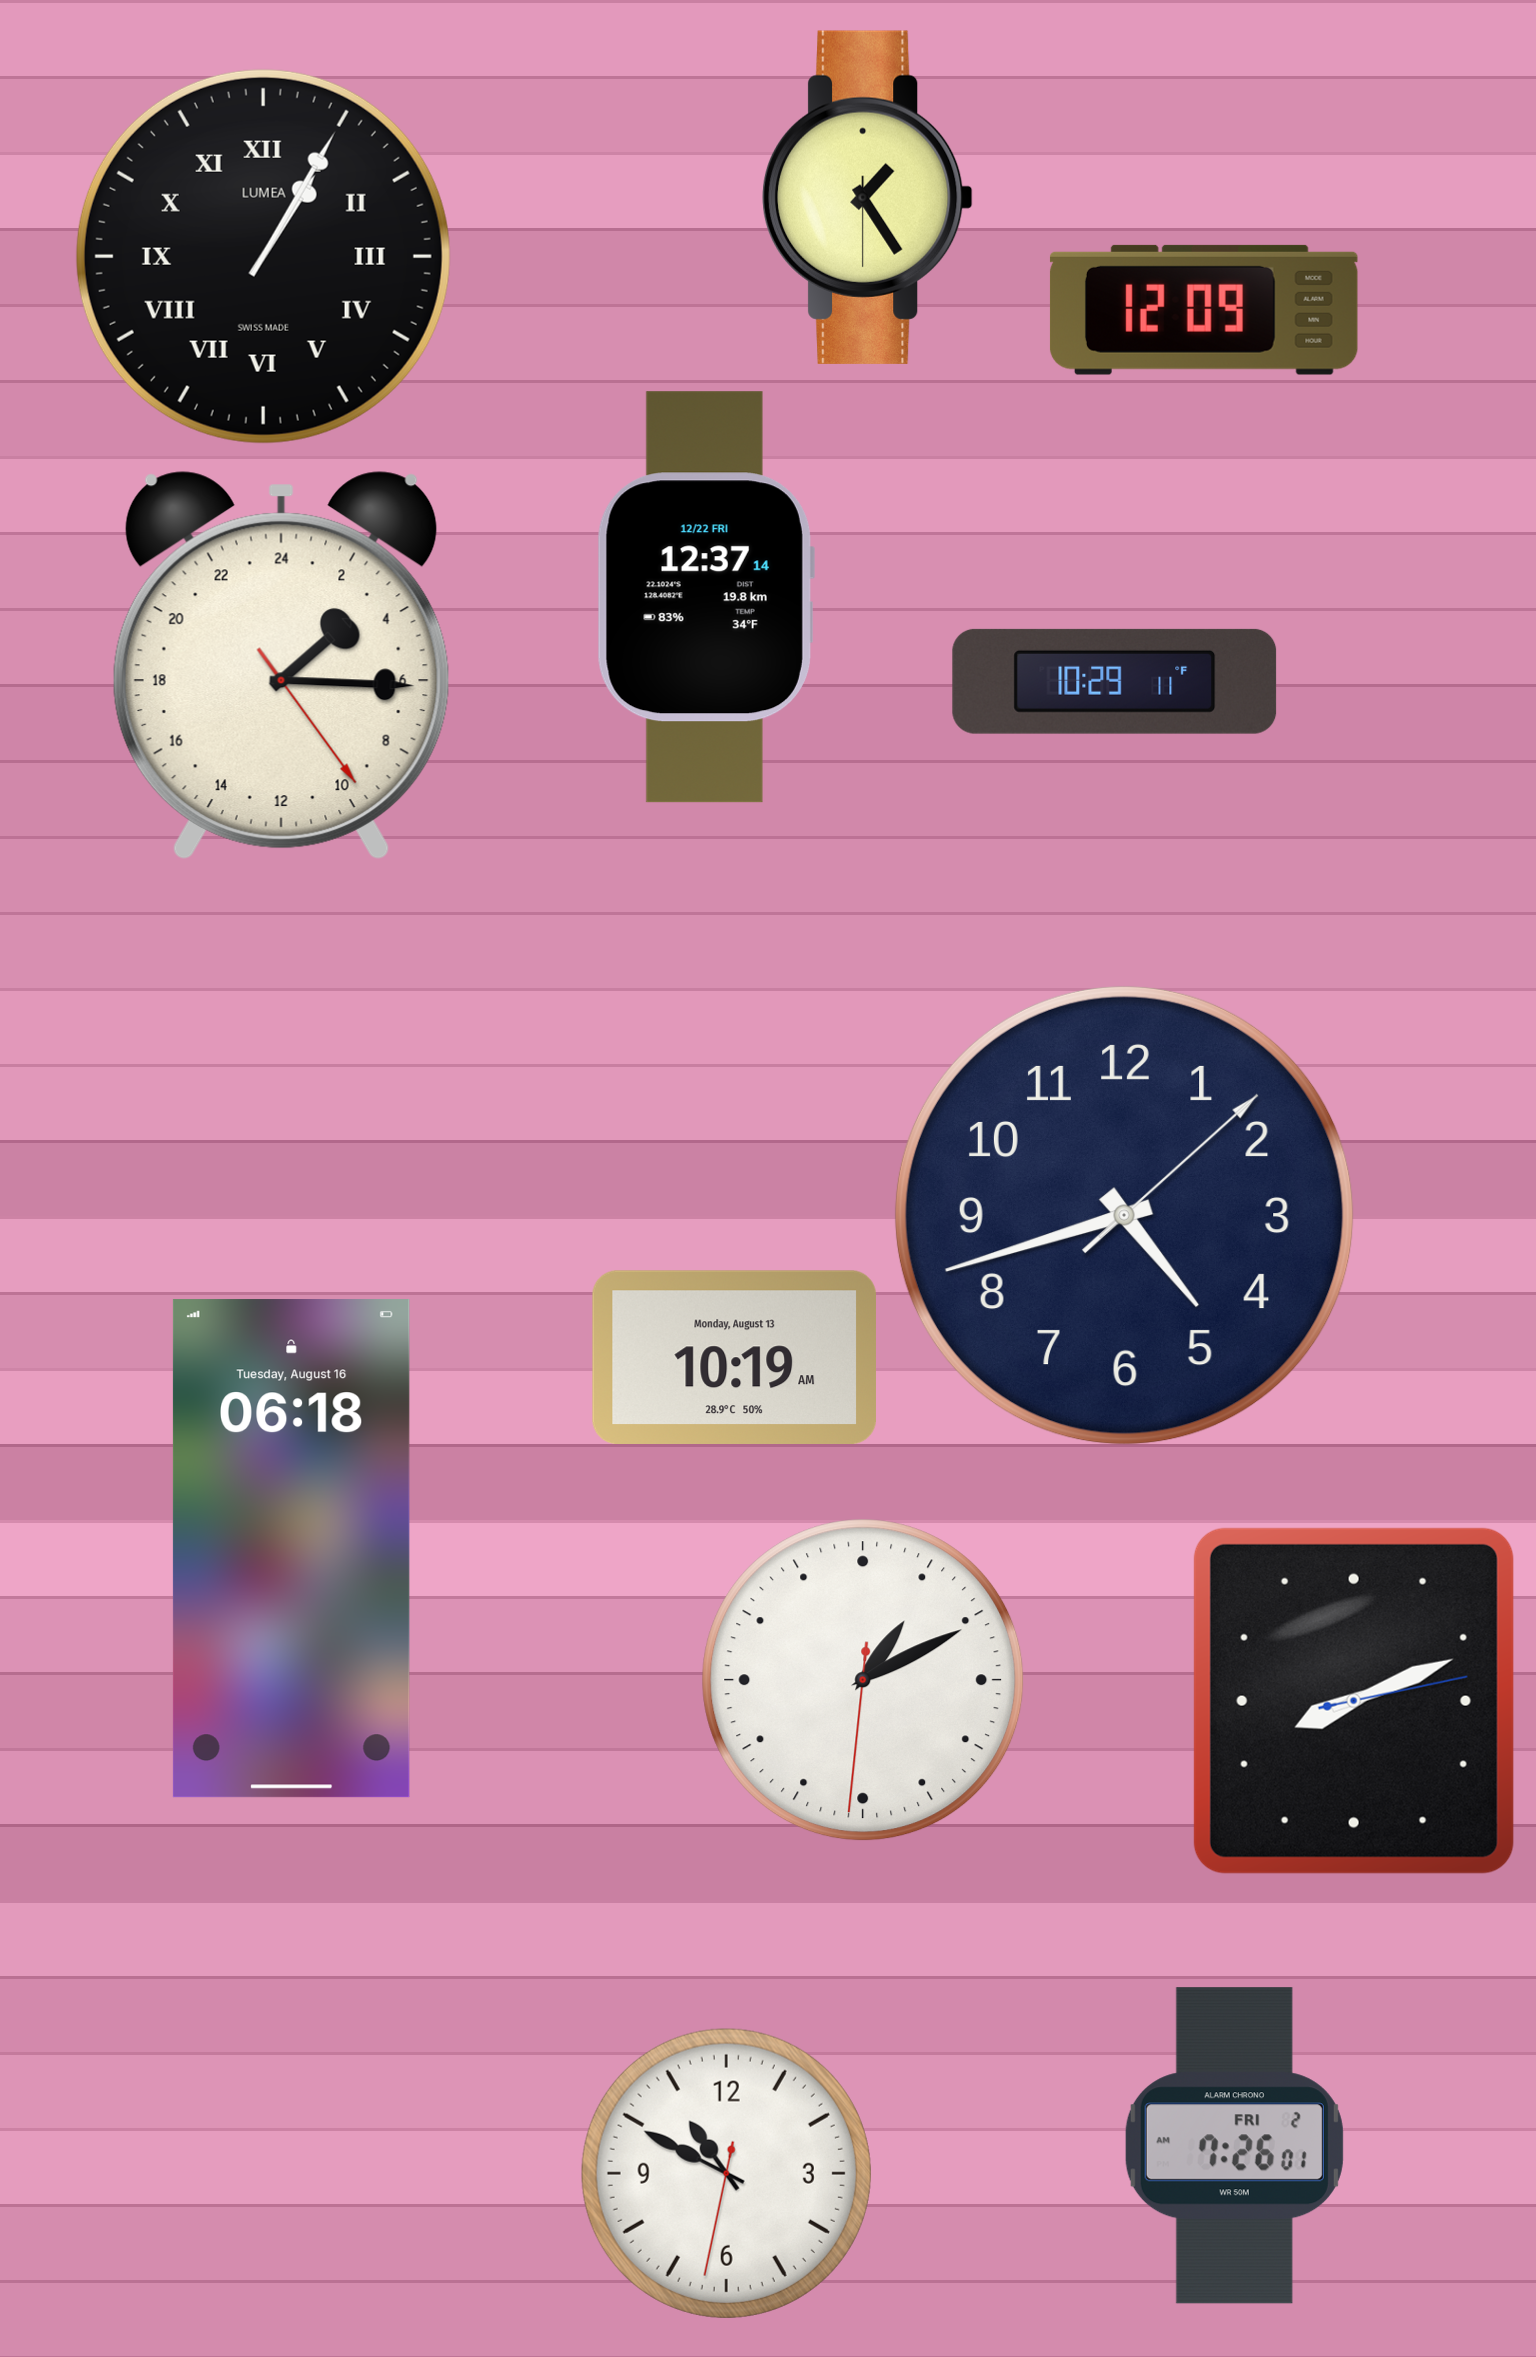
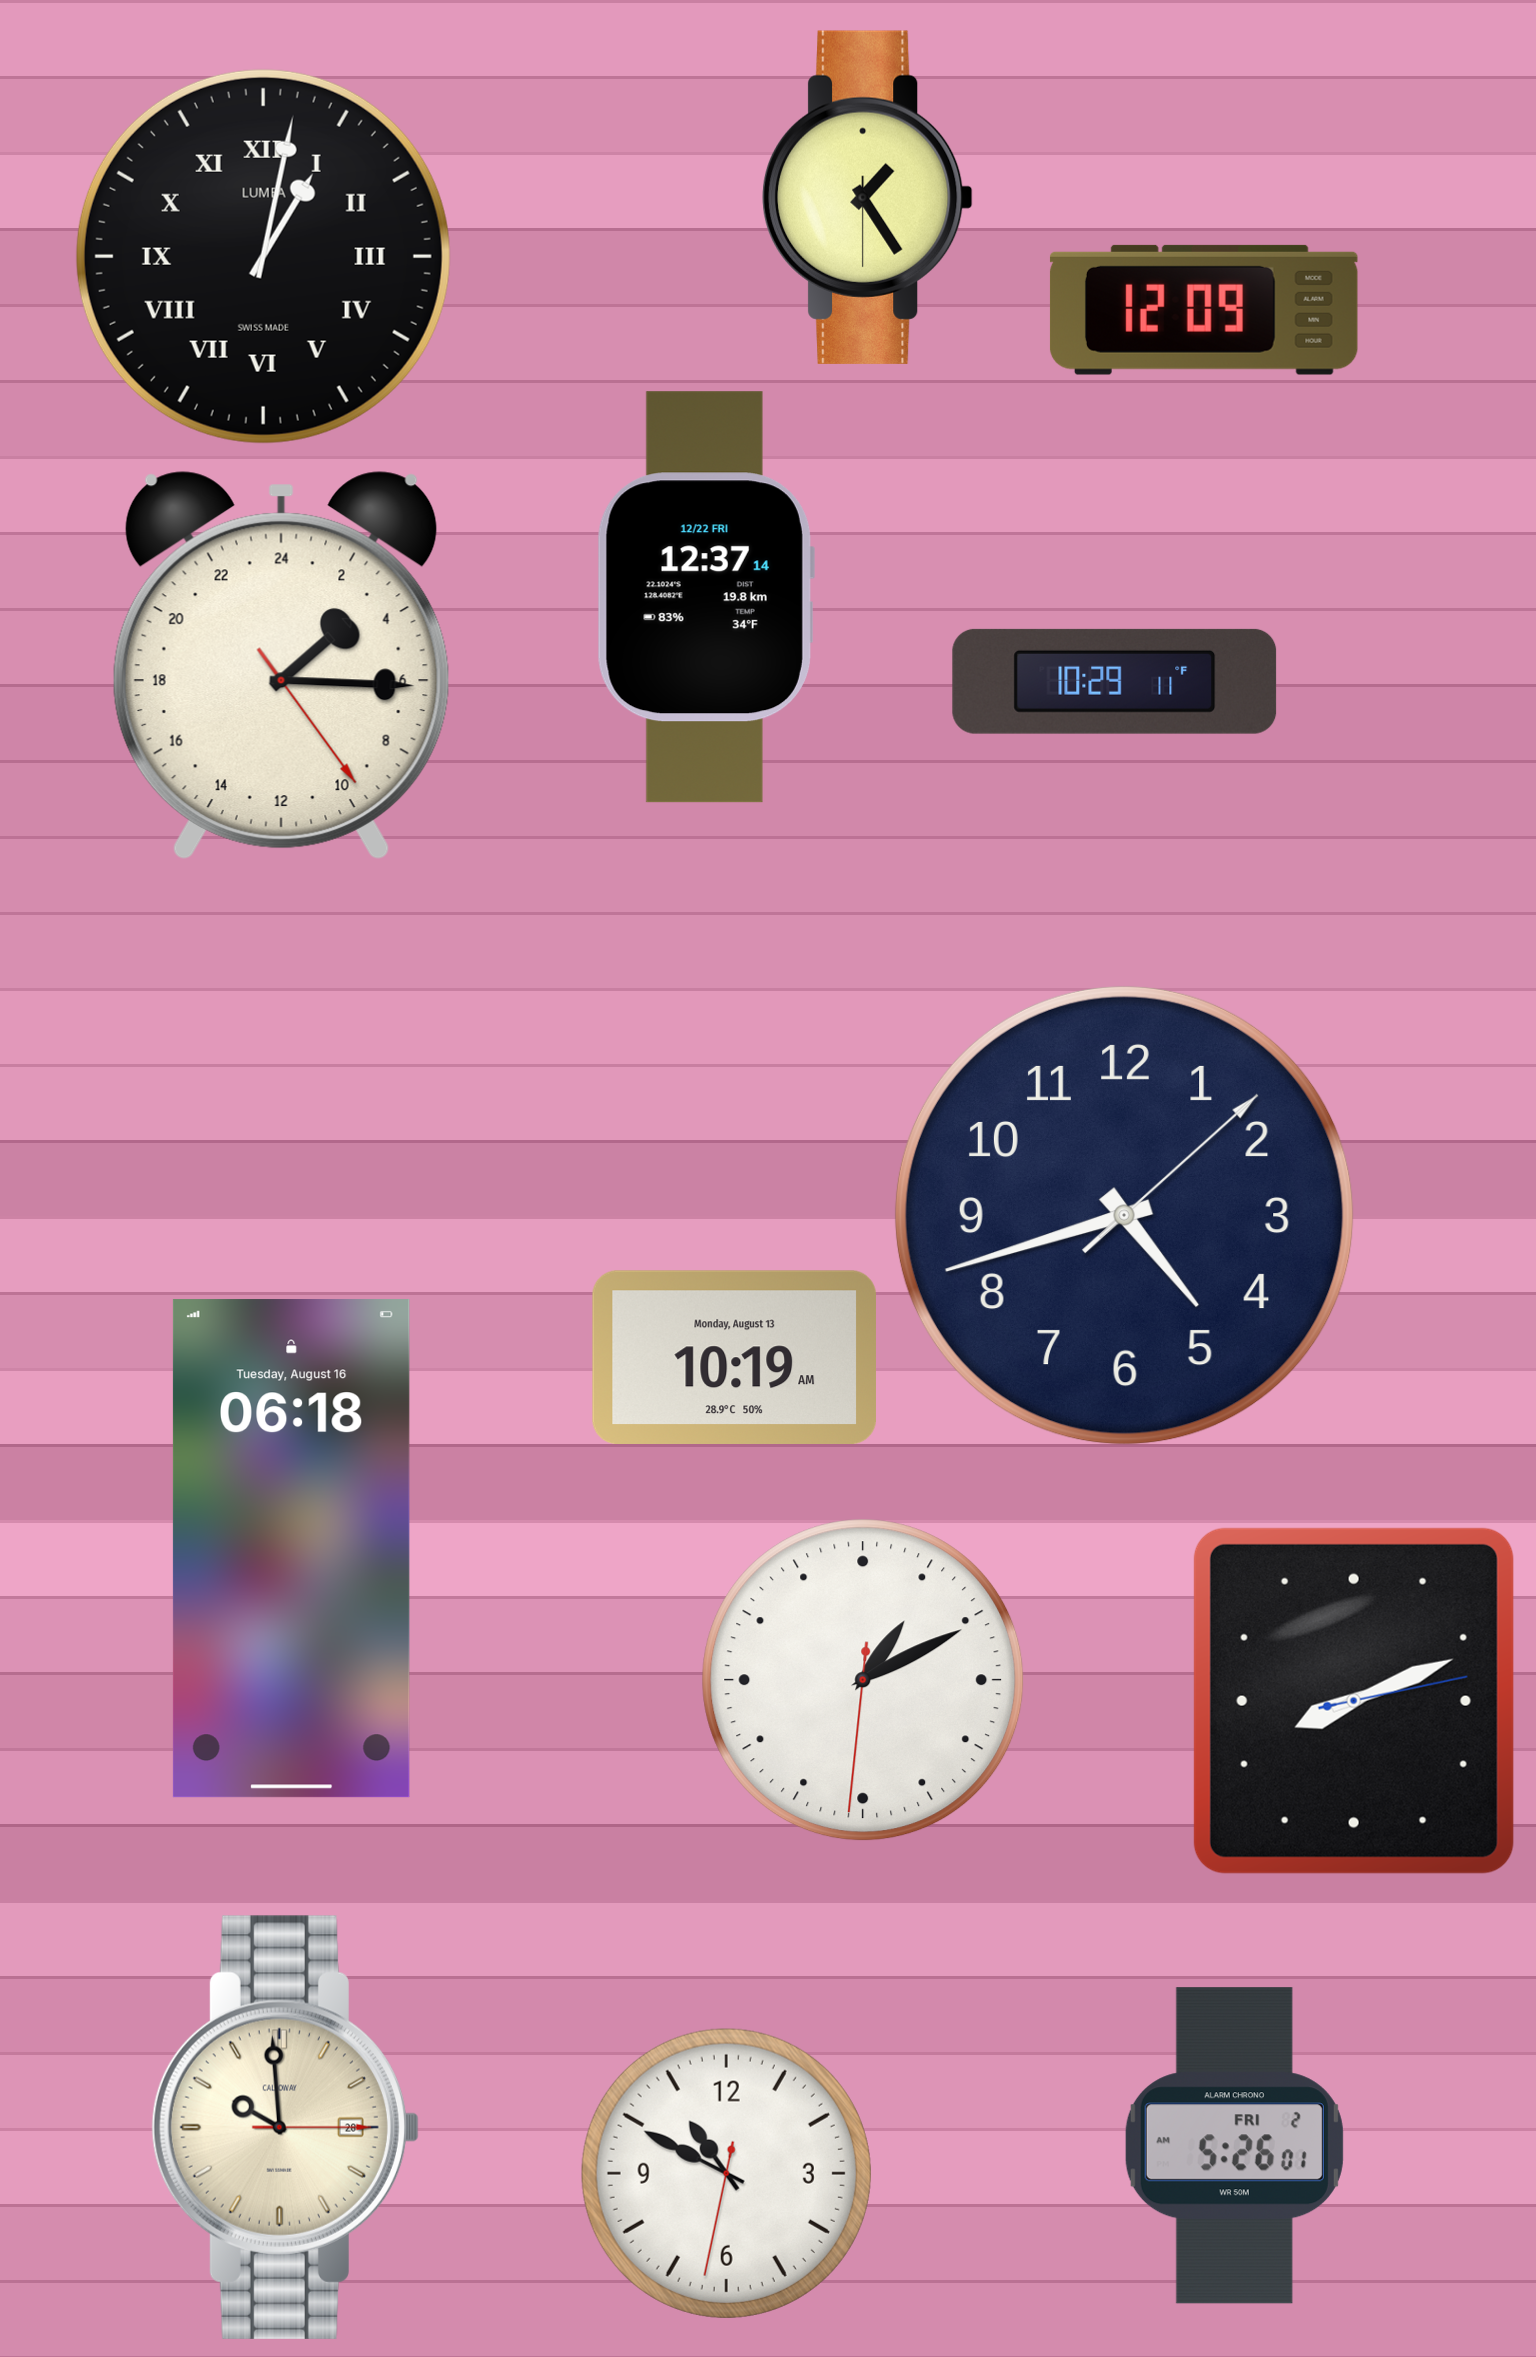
clock at (263, 256): 1:05 -> 1:02
clock at (285, 2127): none -> 9:59
clock at (1234, 2146): 7:26 -> 5:26
